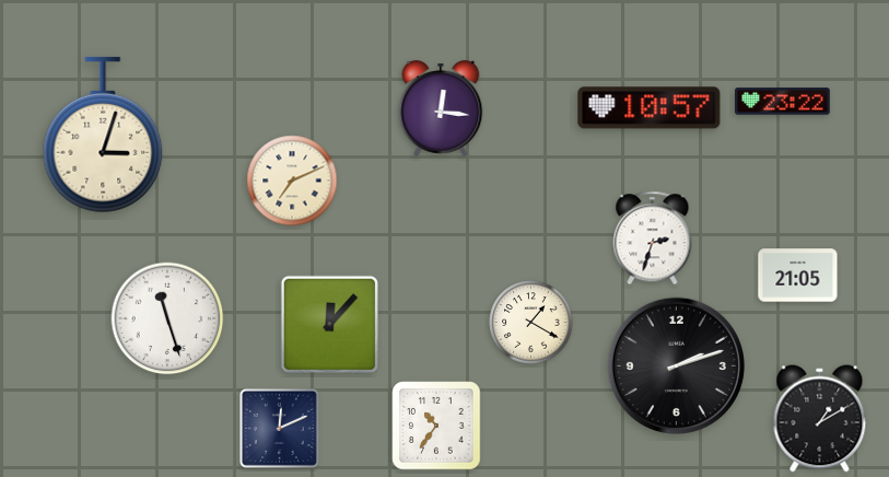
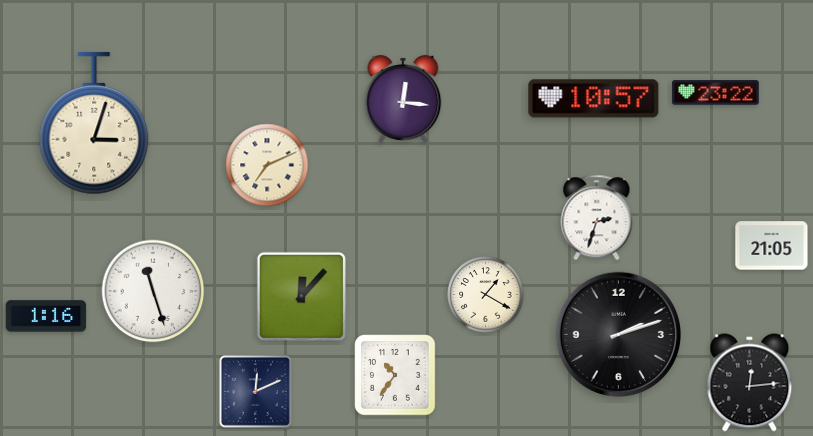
clock at (798, 276) position: (798, 276) -> (772, 246)
clock at (46, 316): none -> 1:16
clock at (820, 419): 1:10 -> 12:14
clock at (436, 426) position: (436, 426) -> (395, 375)
